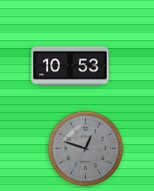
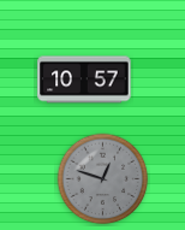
clock at (70, 66): 10:53 -> 10:57
